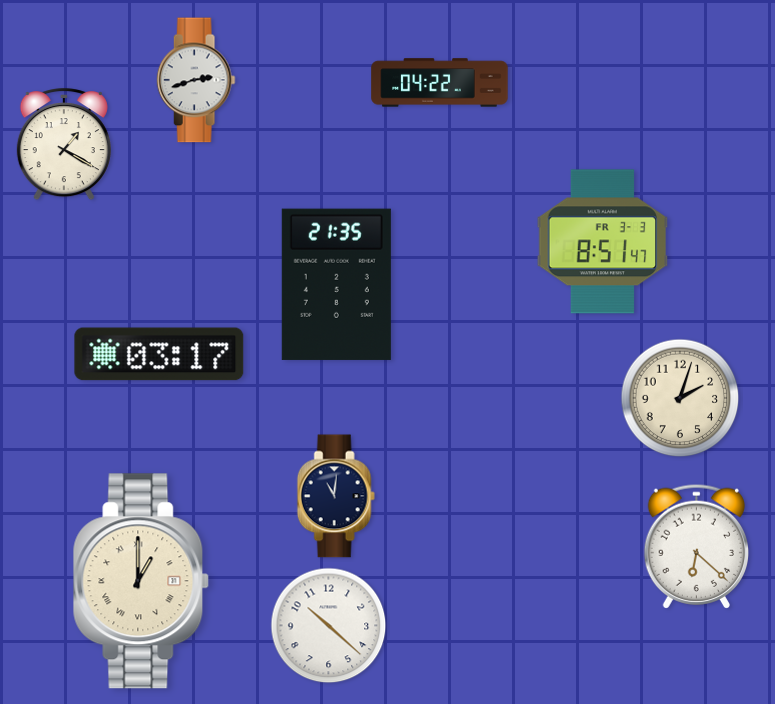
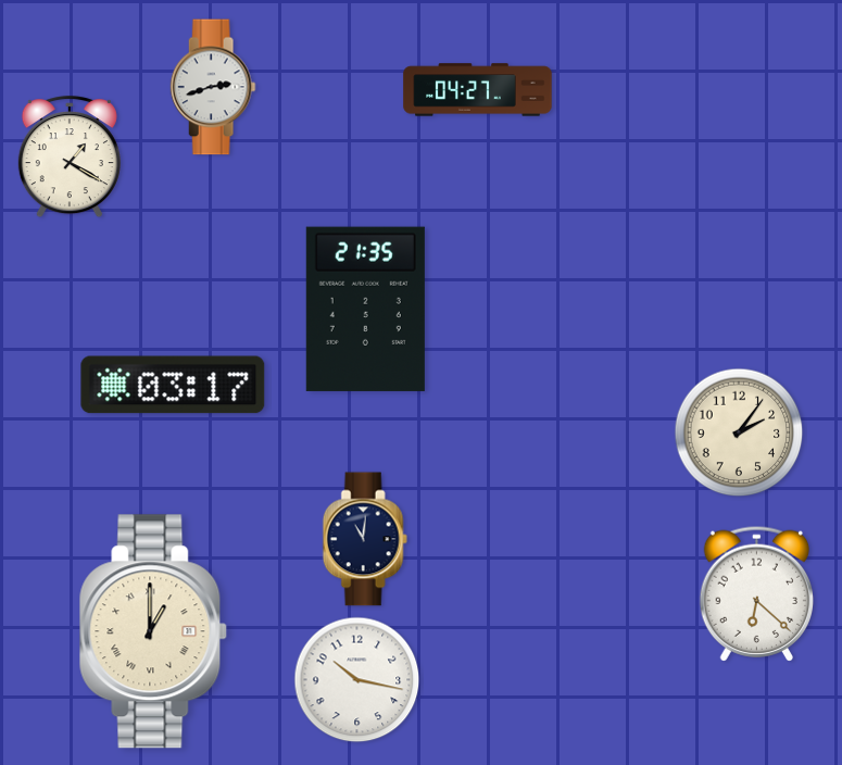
clock at (440, 83): 04:22 -> 04:27
clock at (603, 242): 8:51 -> none
clock at (680, 398): 2:03 -> 2:06
clock at (329, 626): 10:22 -> 10:17
